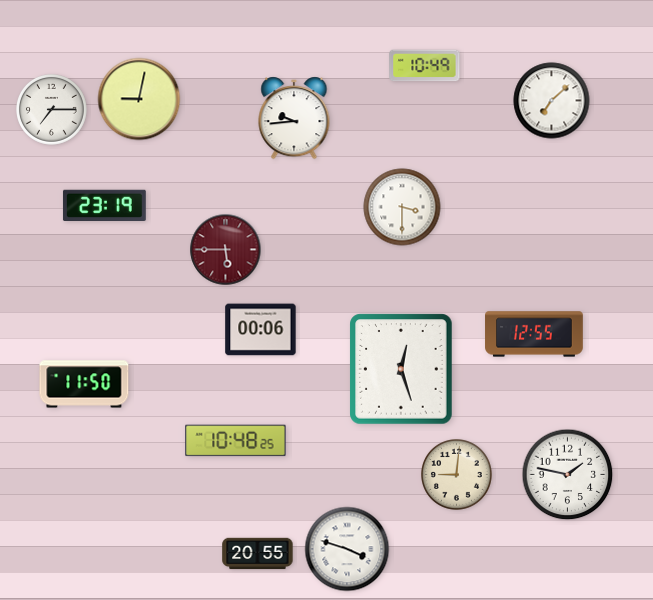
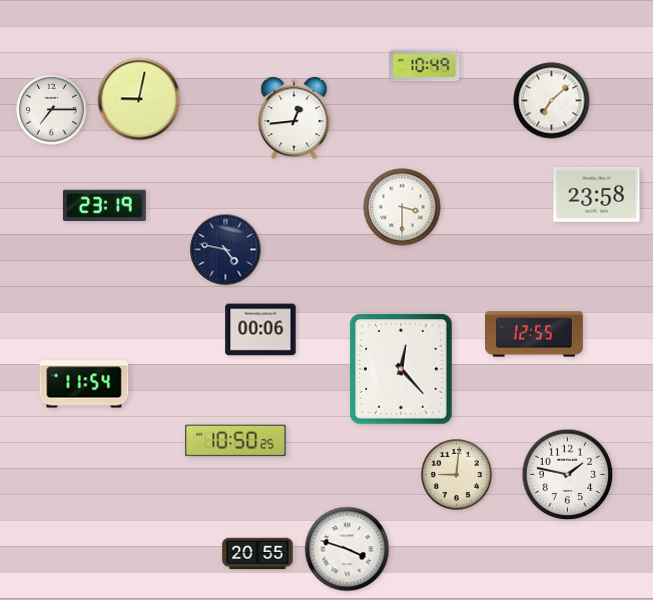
clock at (294, 118): 9:44 -> 12:44
clock at (597, 195): none -> 23:58
clock at (226, 250): 5:45 -> 4:47
clock at (226, 250) dial: burgundy -> navy
clock at (401, 369): 12:27 -> 12:23
clock at (84, 384): 11:50 -> 11:54
clock at (236, 441): 10:48 -> 10:50
